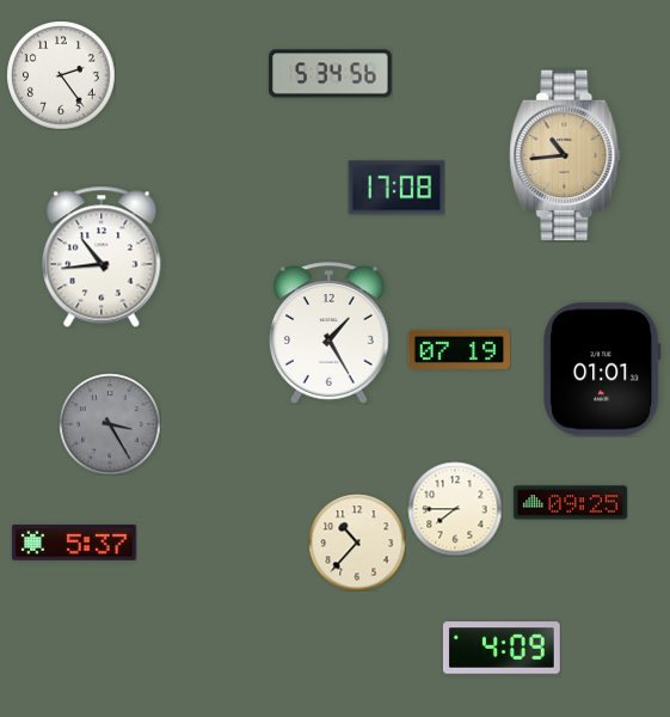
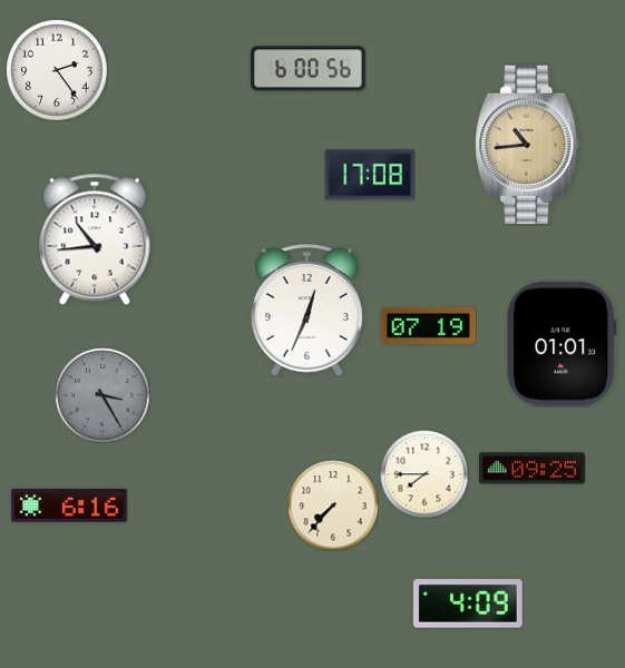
clock at (331, 74): 5:34 -> 6:00
clock at (330, 333): 1:25 -> 12:34
clock at (357, 543): 10:37 -> 7:37
clock at (74, 544): 5:37 -> 6:16
